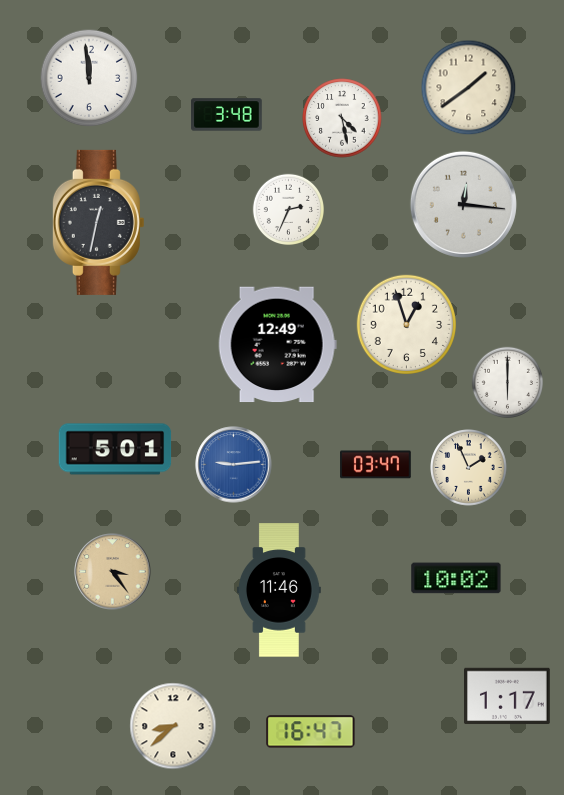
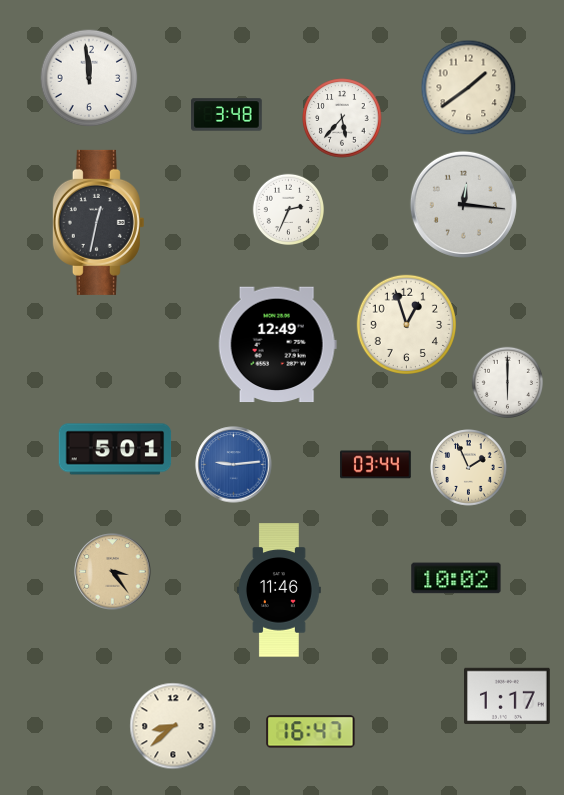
clock at (342, 118): 4:28 -> 5:37
clock at (376, 465): 03:47 -> 03:44
